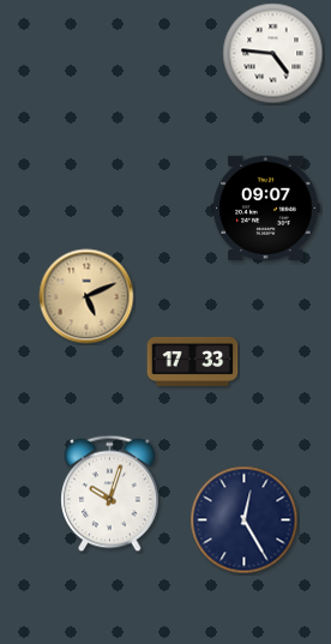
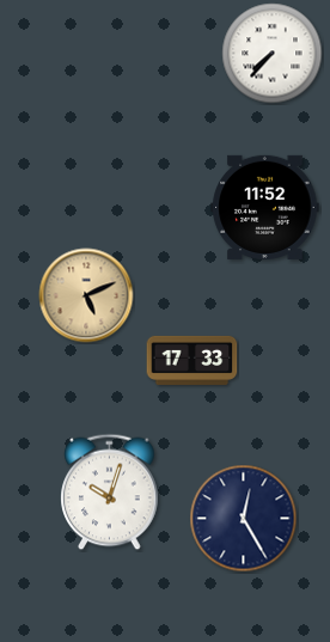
clock at (273, 54): 4:46 -> 7:37
clock at (266, 207): 09:07 -> 11:52
